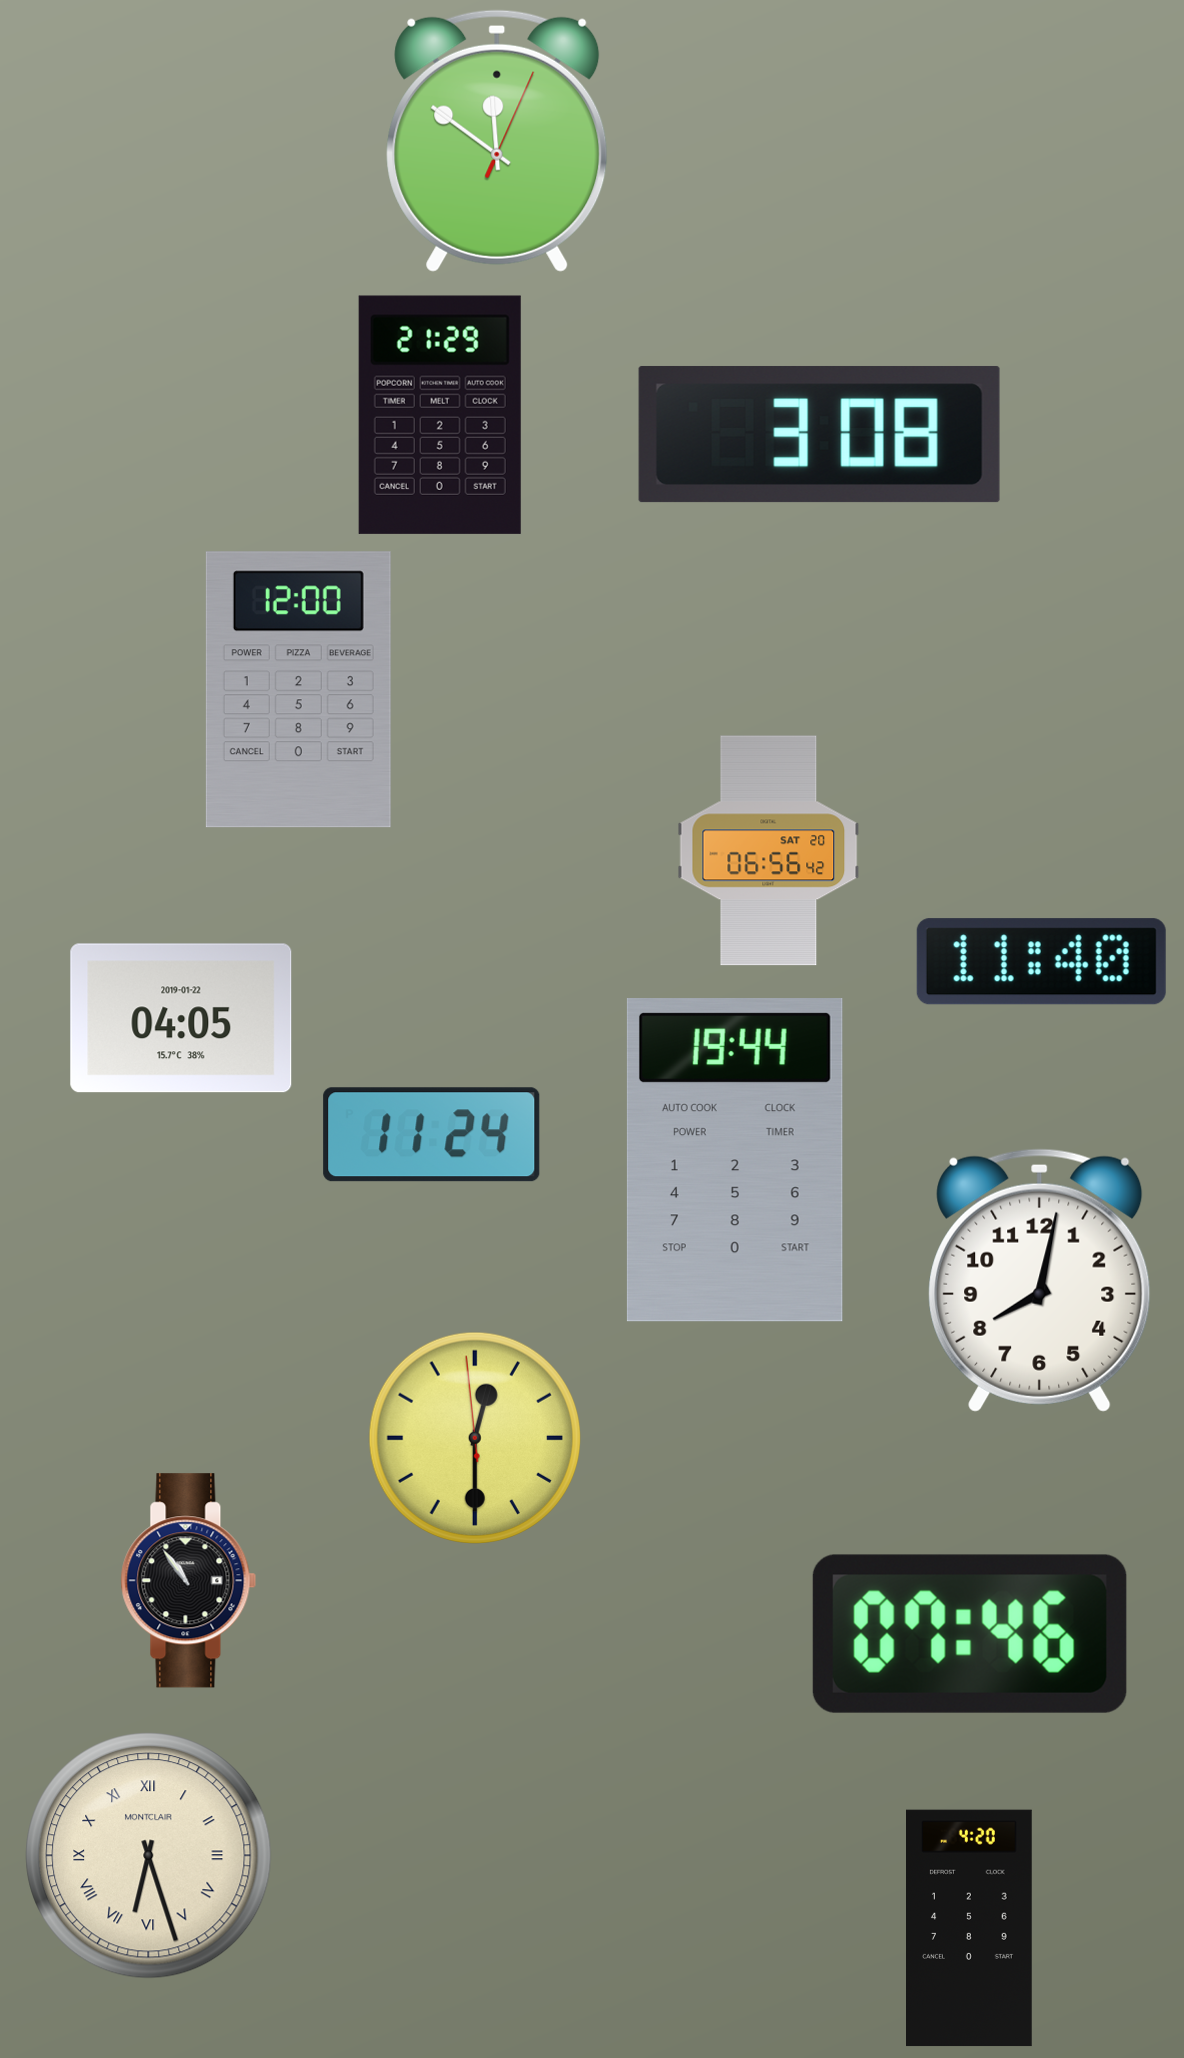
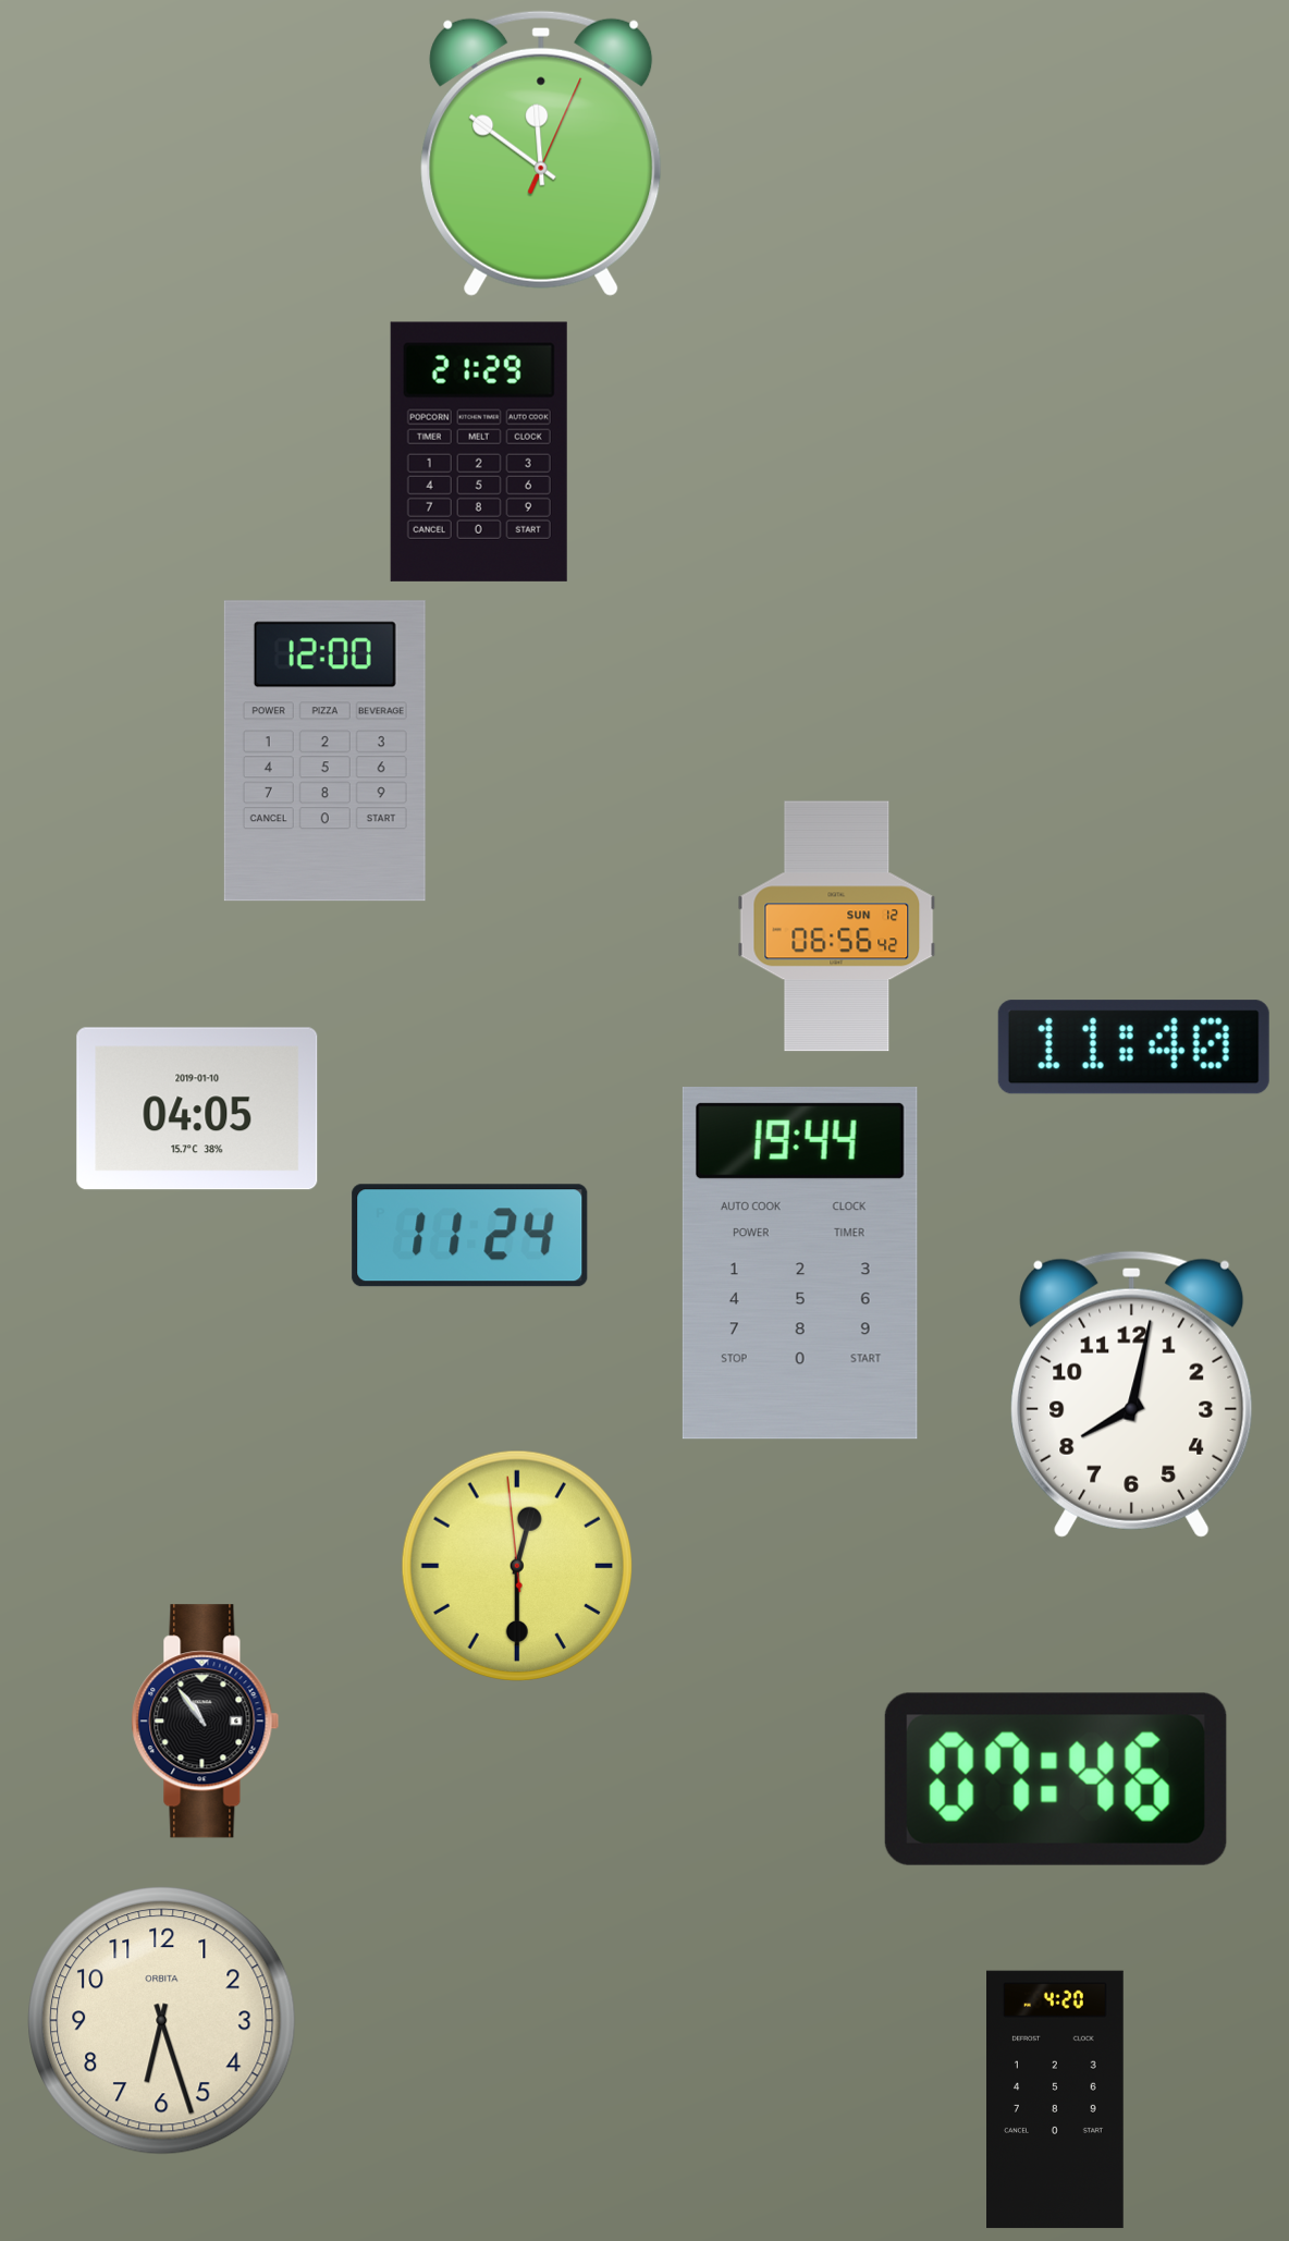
clock at (819, 434): 3:08 -> none
clock at (769, 851) date: SAT 20 -> SUN 12
clock at (181, 1018) date: 2019-01-22 -> 2019-01-10
clock at (149, 1856) numerals: Roman -> Arabic
clock at (149, 1856) brand: MONTCLAIR -> ORBITA
